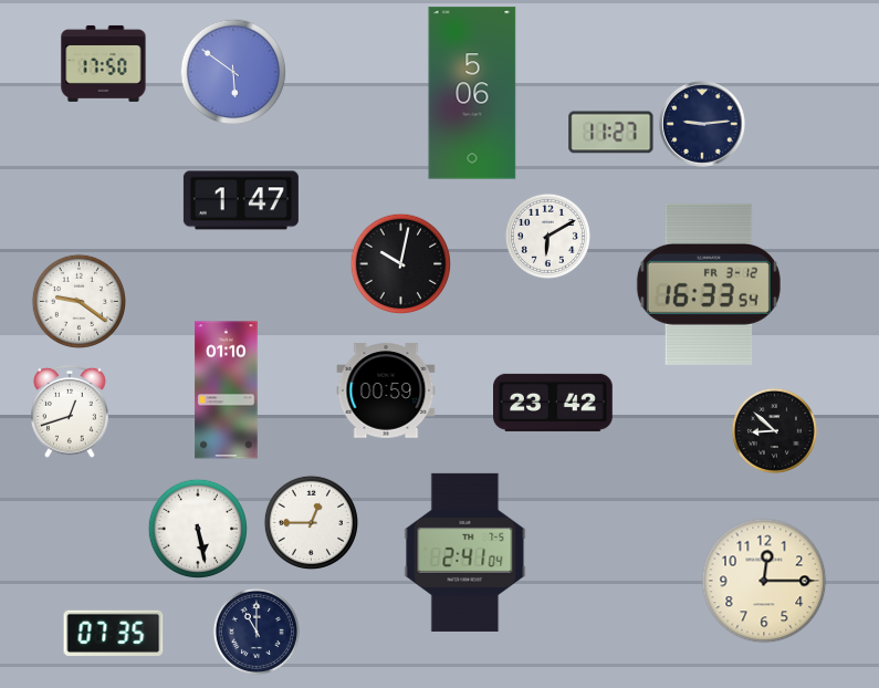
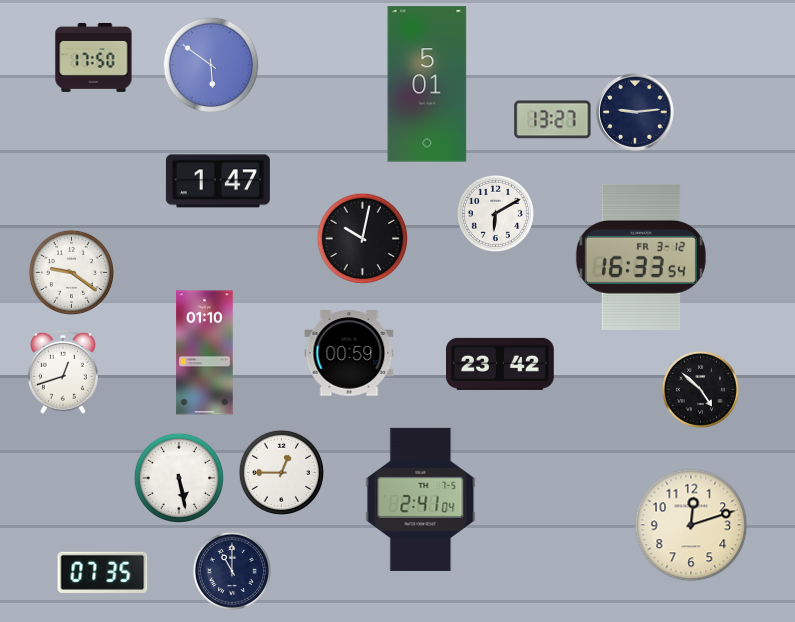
clock at (472, 93): 5:06 -> 5:01
clock at (611, 133): 11:27 -> 13:27
clock at (774, 430): 8:52 -> 4:52
clock at (764, 581): 12:15 -> 12:12
